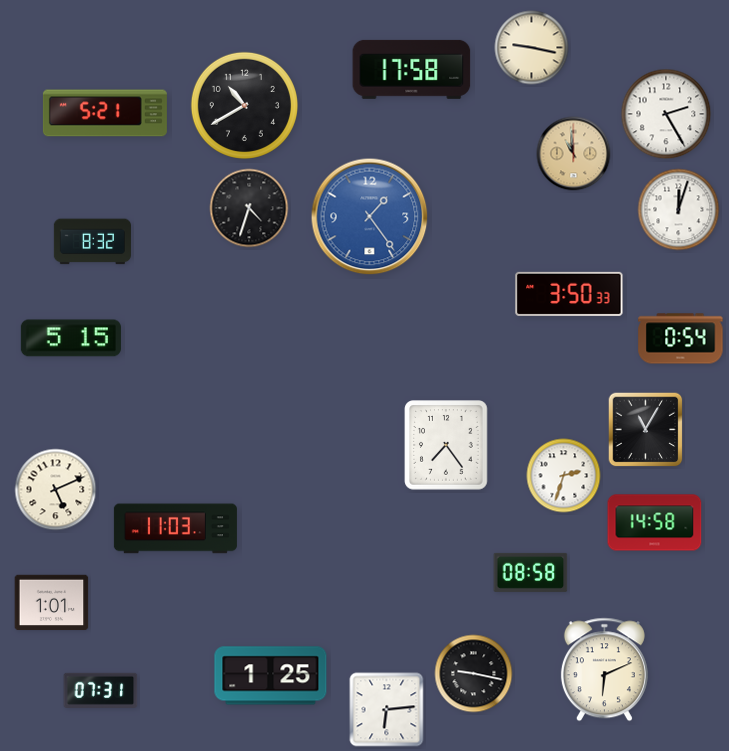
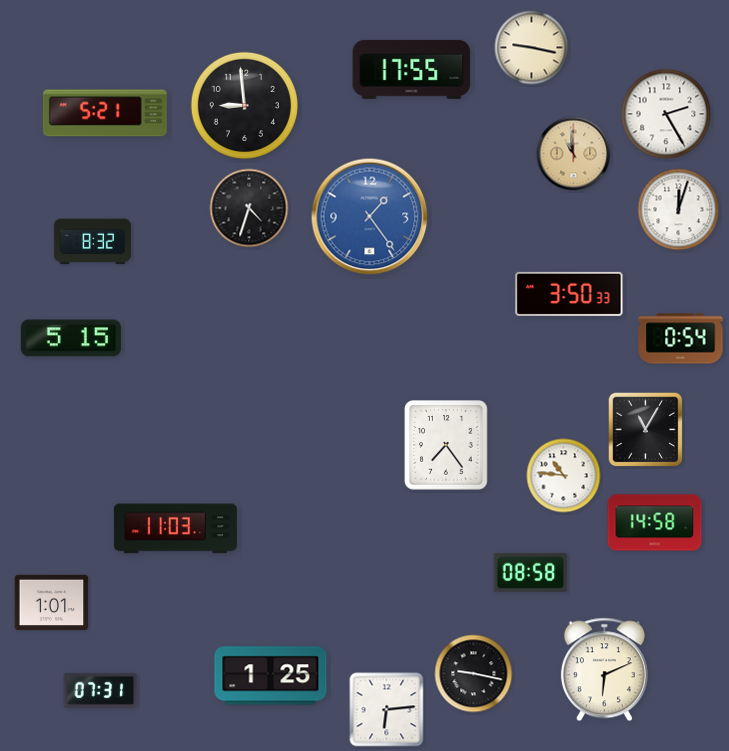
clock at (412, 69): 17:58 -> 17:55
clock at (244, 105): 10:40 -> 8:59
clock at (564, 476): 2:33 -> 10:46
clock at (56, 490): 5:11 -> none
